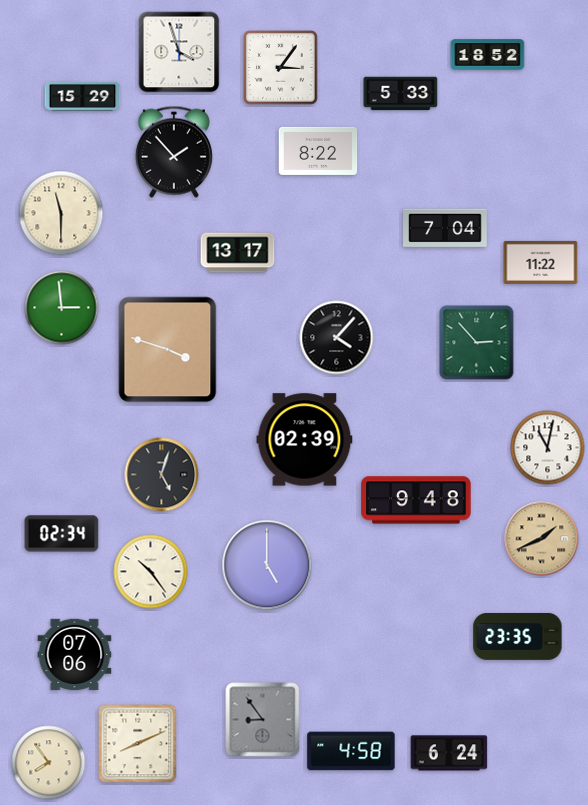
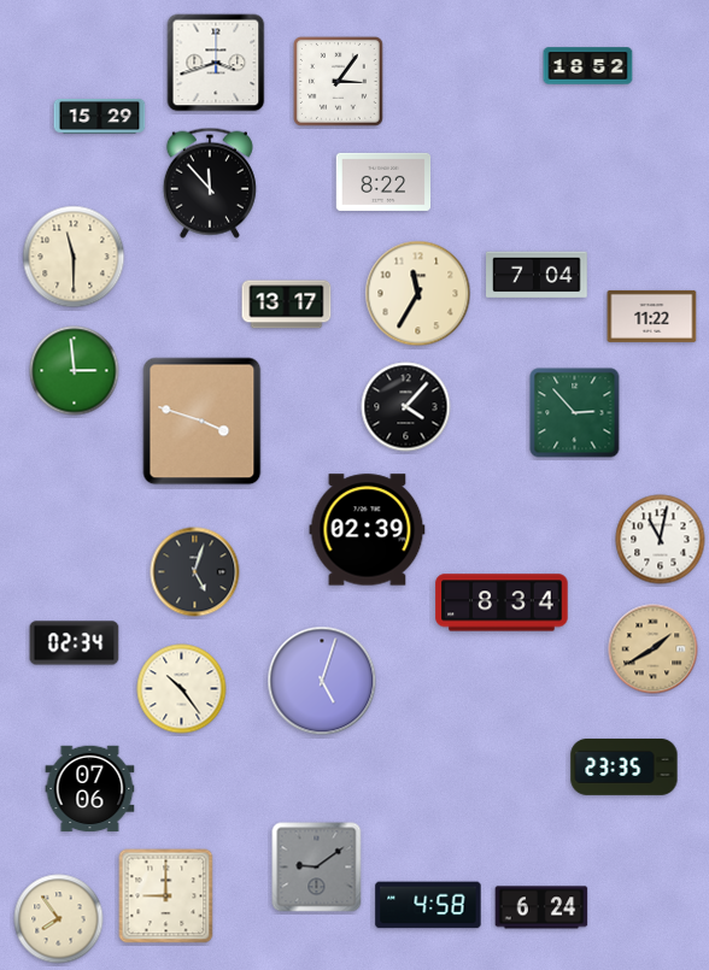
clock at (179, 52): 3:57 -> 3:42
clock at (401, 94): 5:33 -> none
clock at (174, 152): 1:53 -> 11:53
clock at (418, 294): none -> 11:35
clock at (416, 500): 9:48 -> 8:34
clock at (542, 539): 1:41 -> 1:40
clock at (267, 565): 5:00 -> 5:03
clock at (263, 720): 8:54 -> 9:09
clock at (138, 744): 8:11 -> 9:00
clock at (351, 751) position: (351, 751) -> (428, 905)
